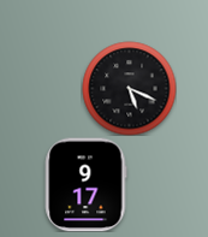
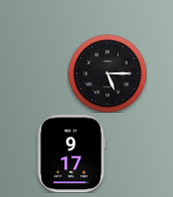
clock at (129, 88): 5:19 -> 5:15
